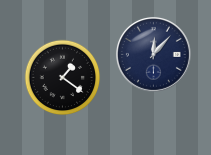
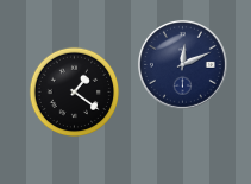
clock at (153, 54): 12:07 -> 12:11
